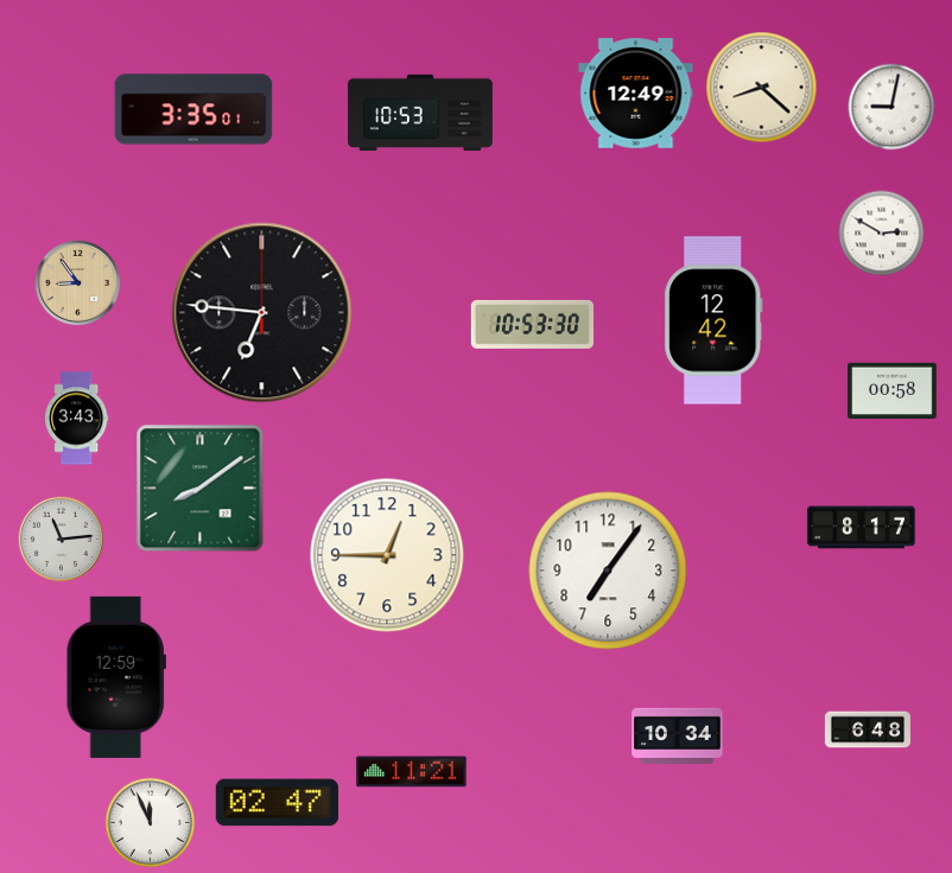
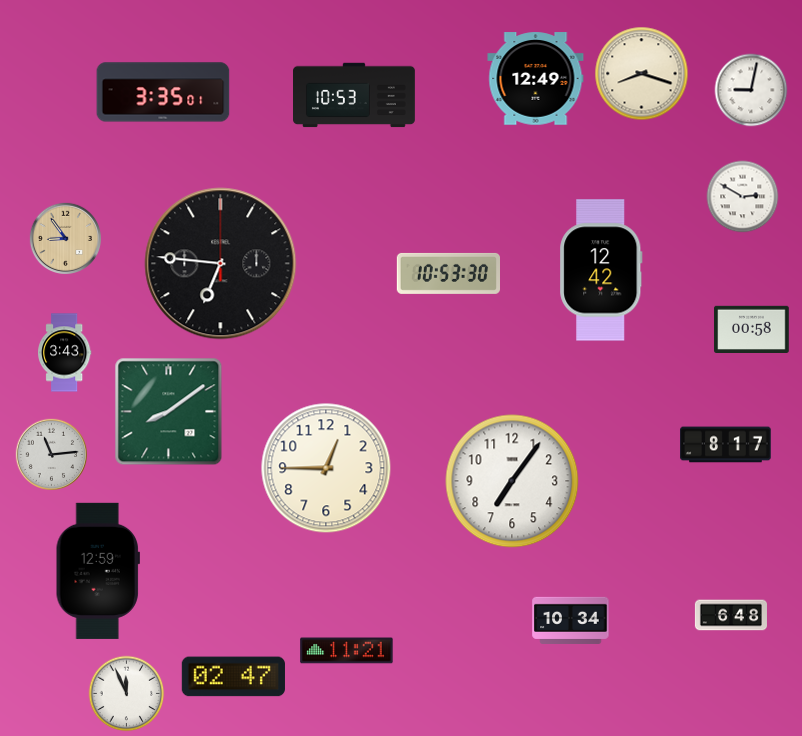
clock at (762, 88): 8:22 -> 8:18
